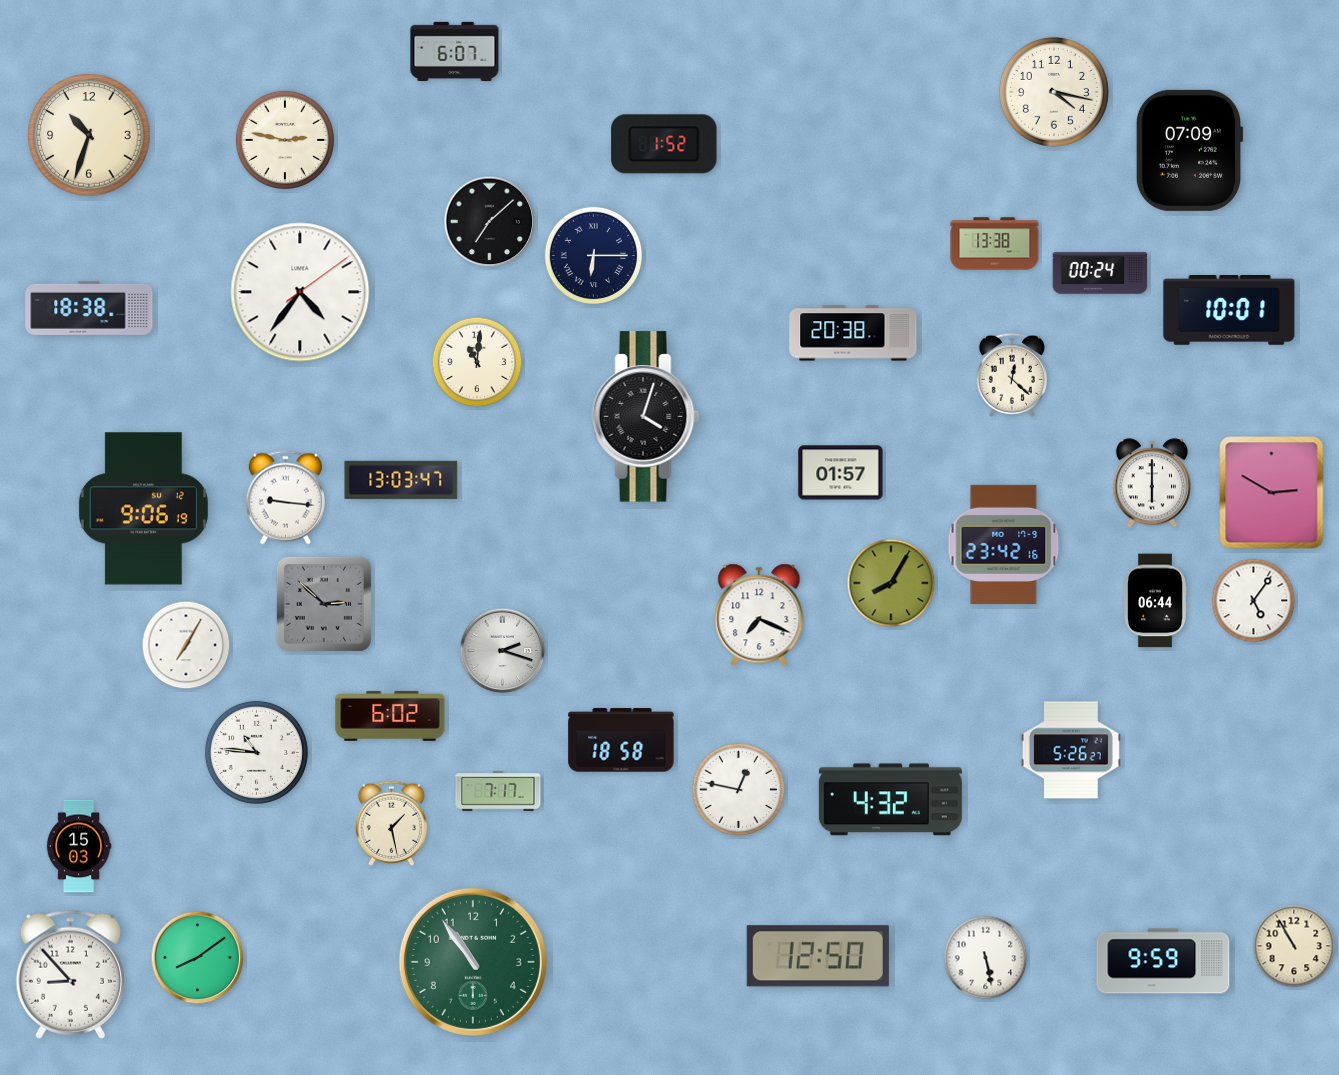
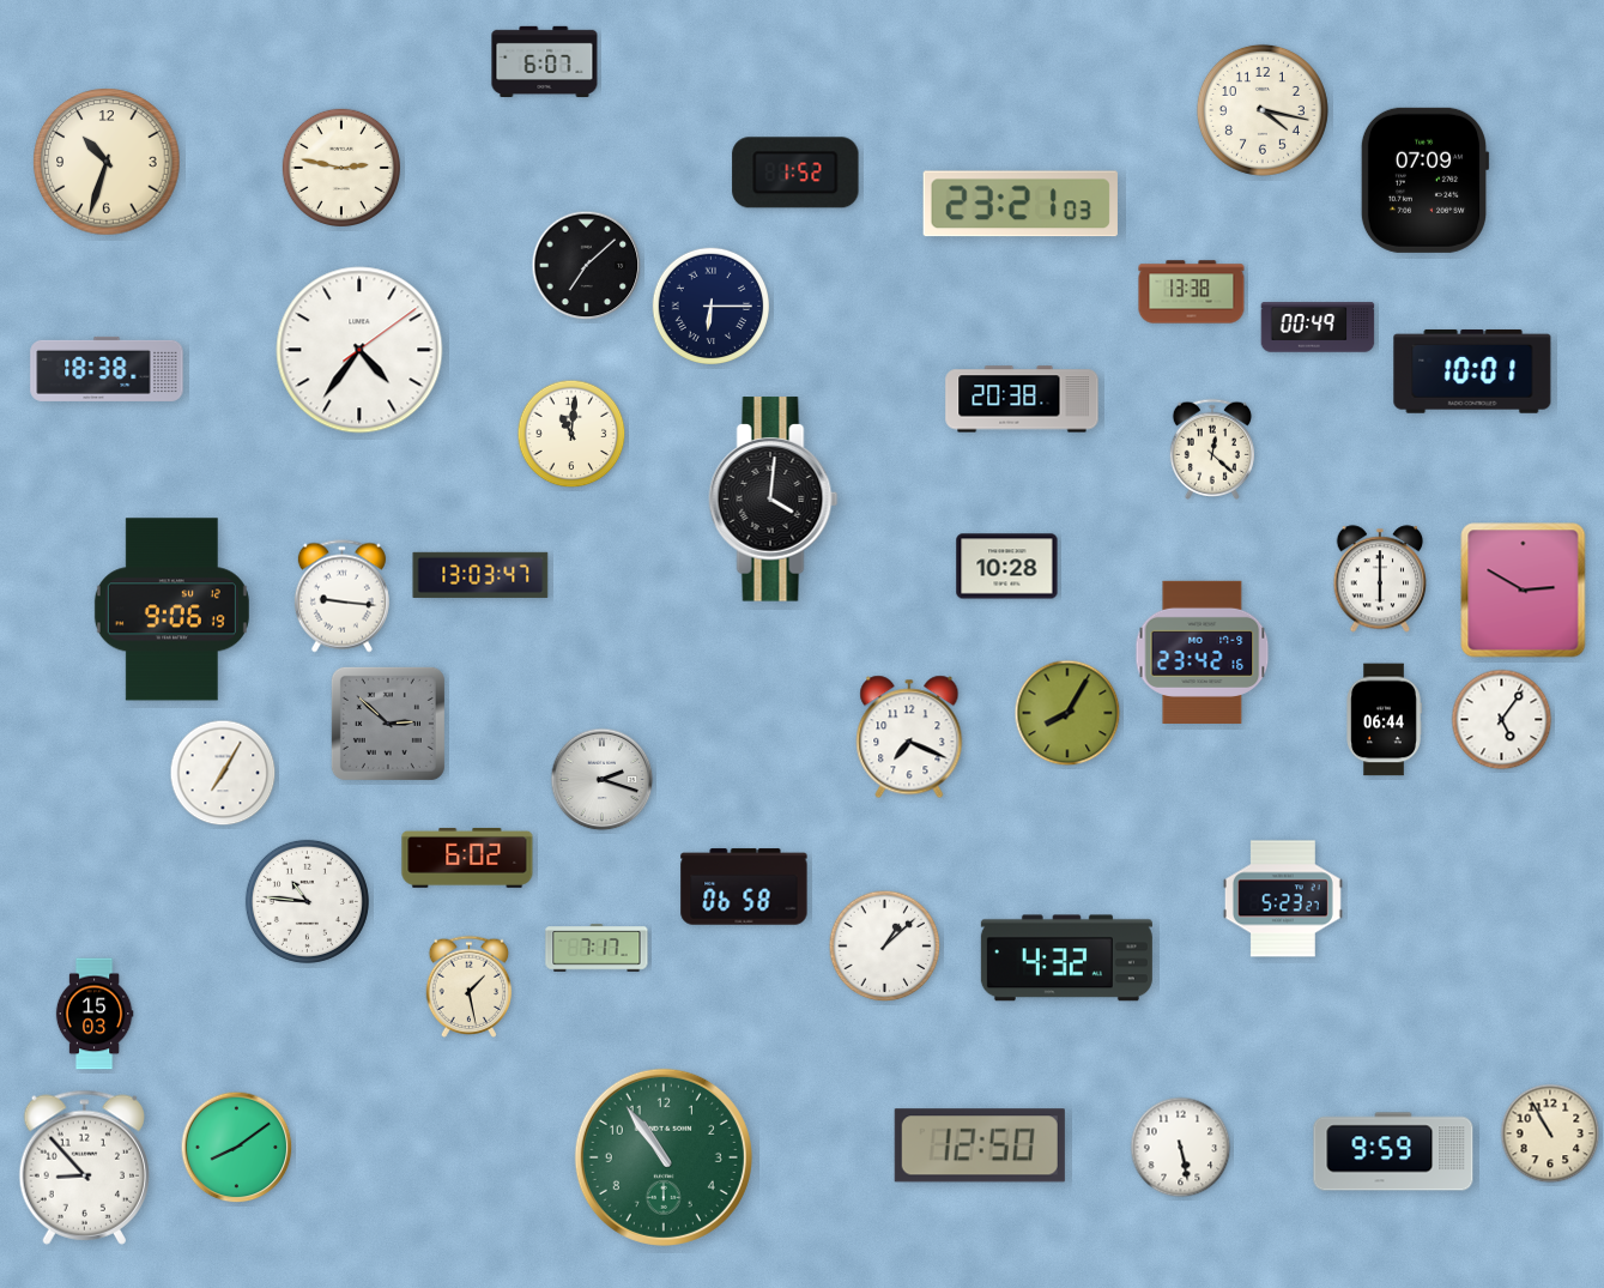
clock at (1021, 204): none -> 23:21
clock at (1100, 273): 00:24 -> 00:49
clock at (646, 417): 4:03 -> 4:01
clock at (841, 473): 01:57 -> 10:28
clock at (891, 583) position: (891, 583) -> (1067, 713)
clock at (621, 740): 18:58 -> 06:58
clock at (1071, 750): 5:26 -> 5:23
clock at (739, 790): 12:47 -> 1:08
clock at (473, 962) position: (473, 962) -> (664, 1157)
